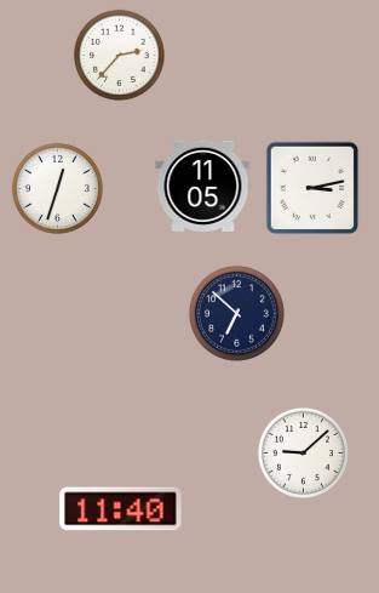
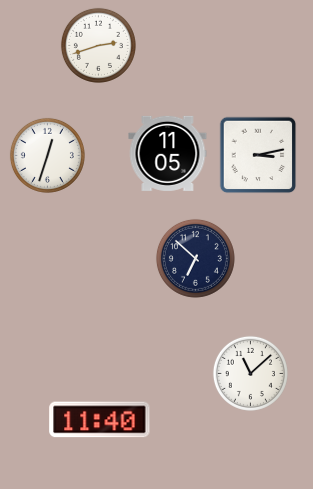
clock at (119, 55): 2:37 -> 2:42
clock at (303, 452): 9:08 -> 11:08
